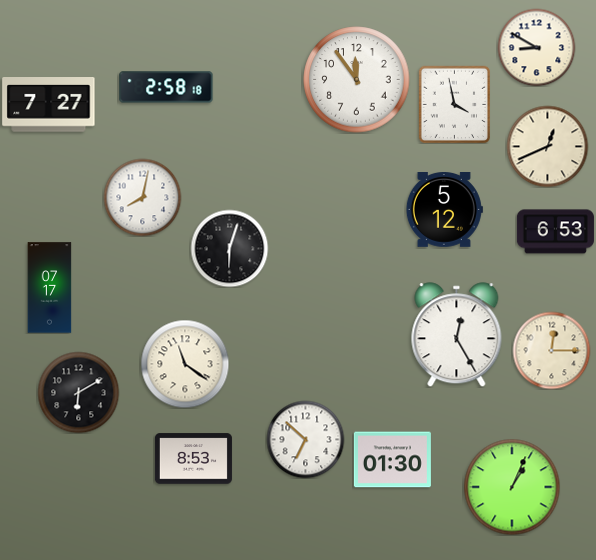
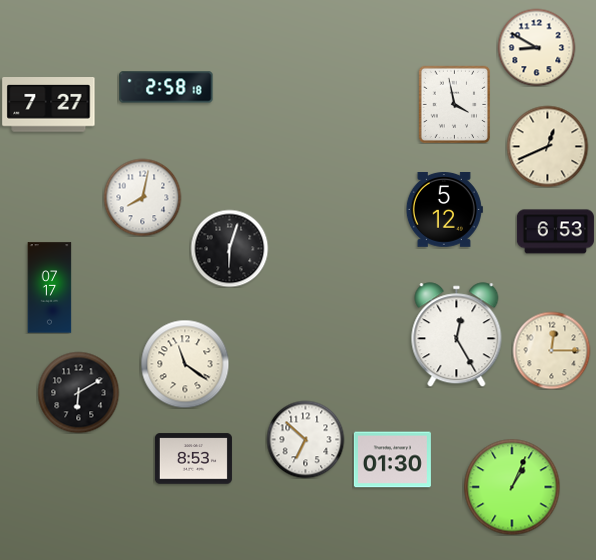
clock at (357, 80): 11:54 -> none
